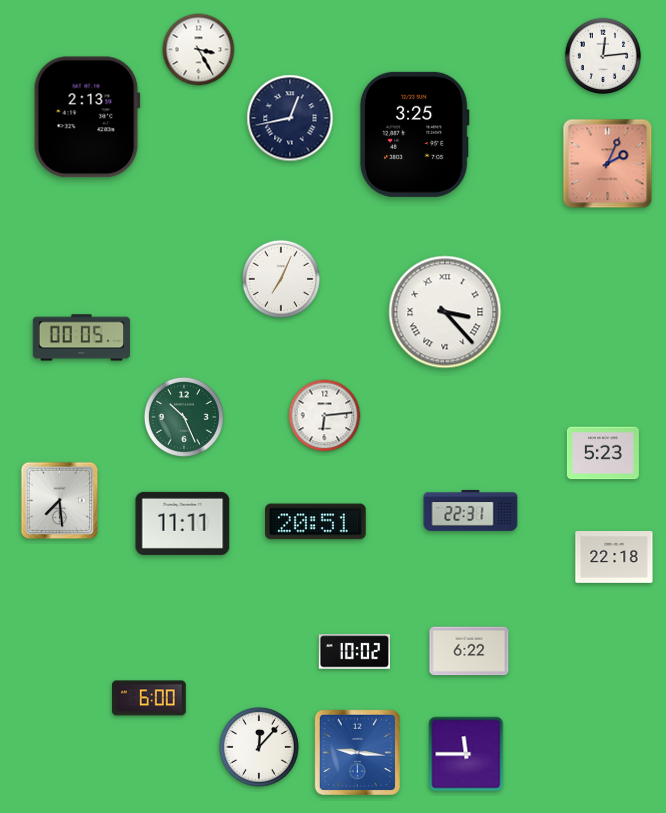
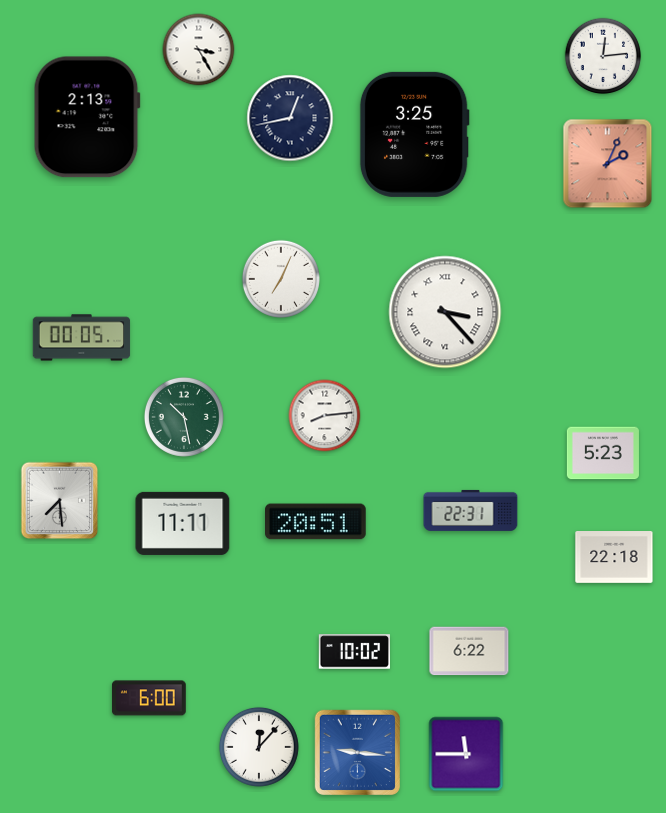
clock at (325, 416): 6:14 -> 8:14
clock at (184, 417): 10:26 -> 10:28
